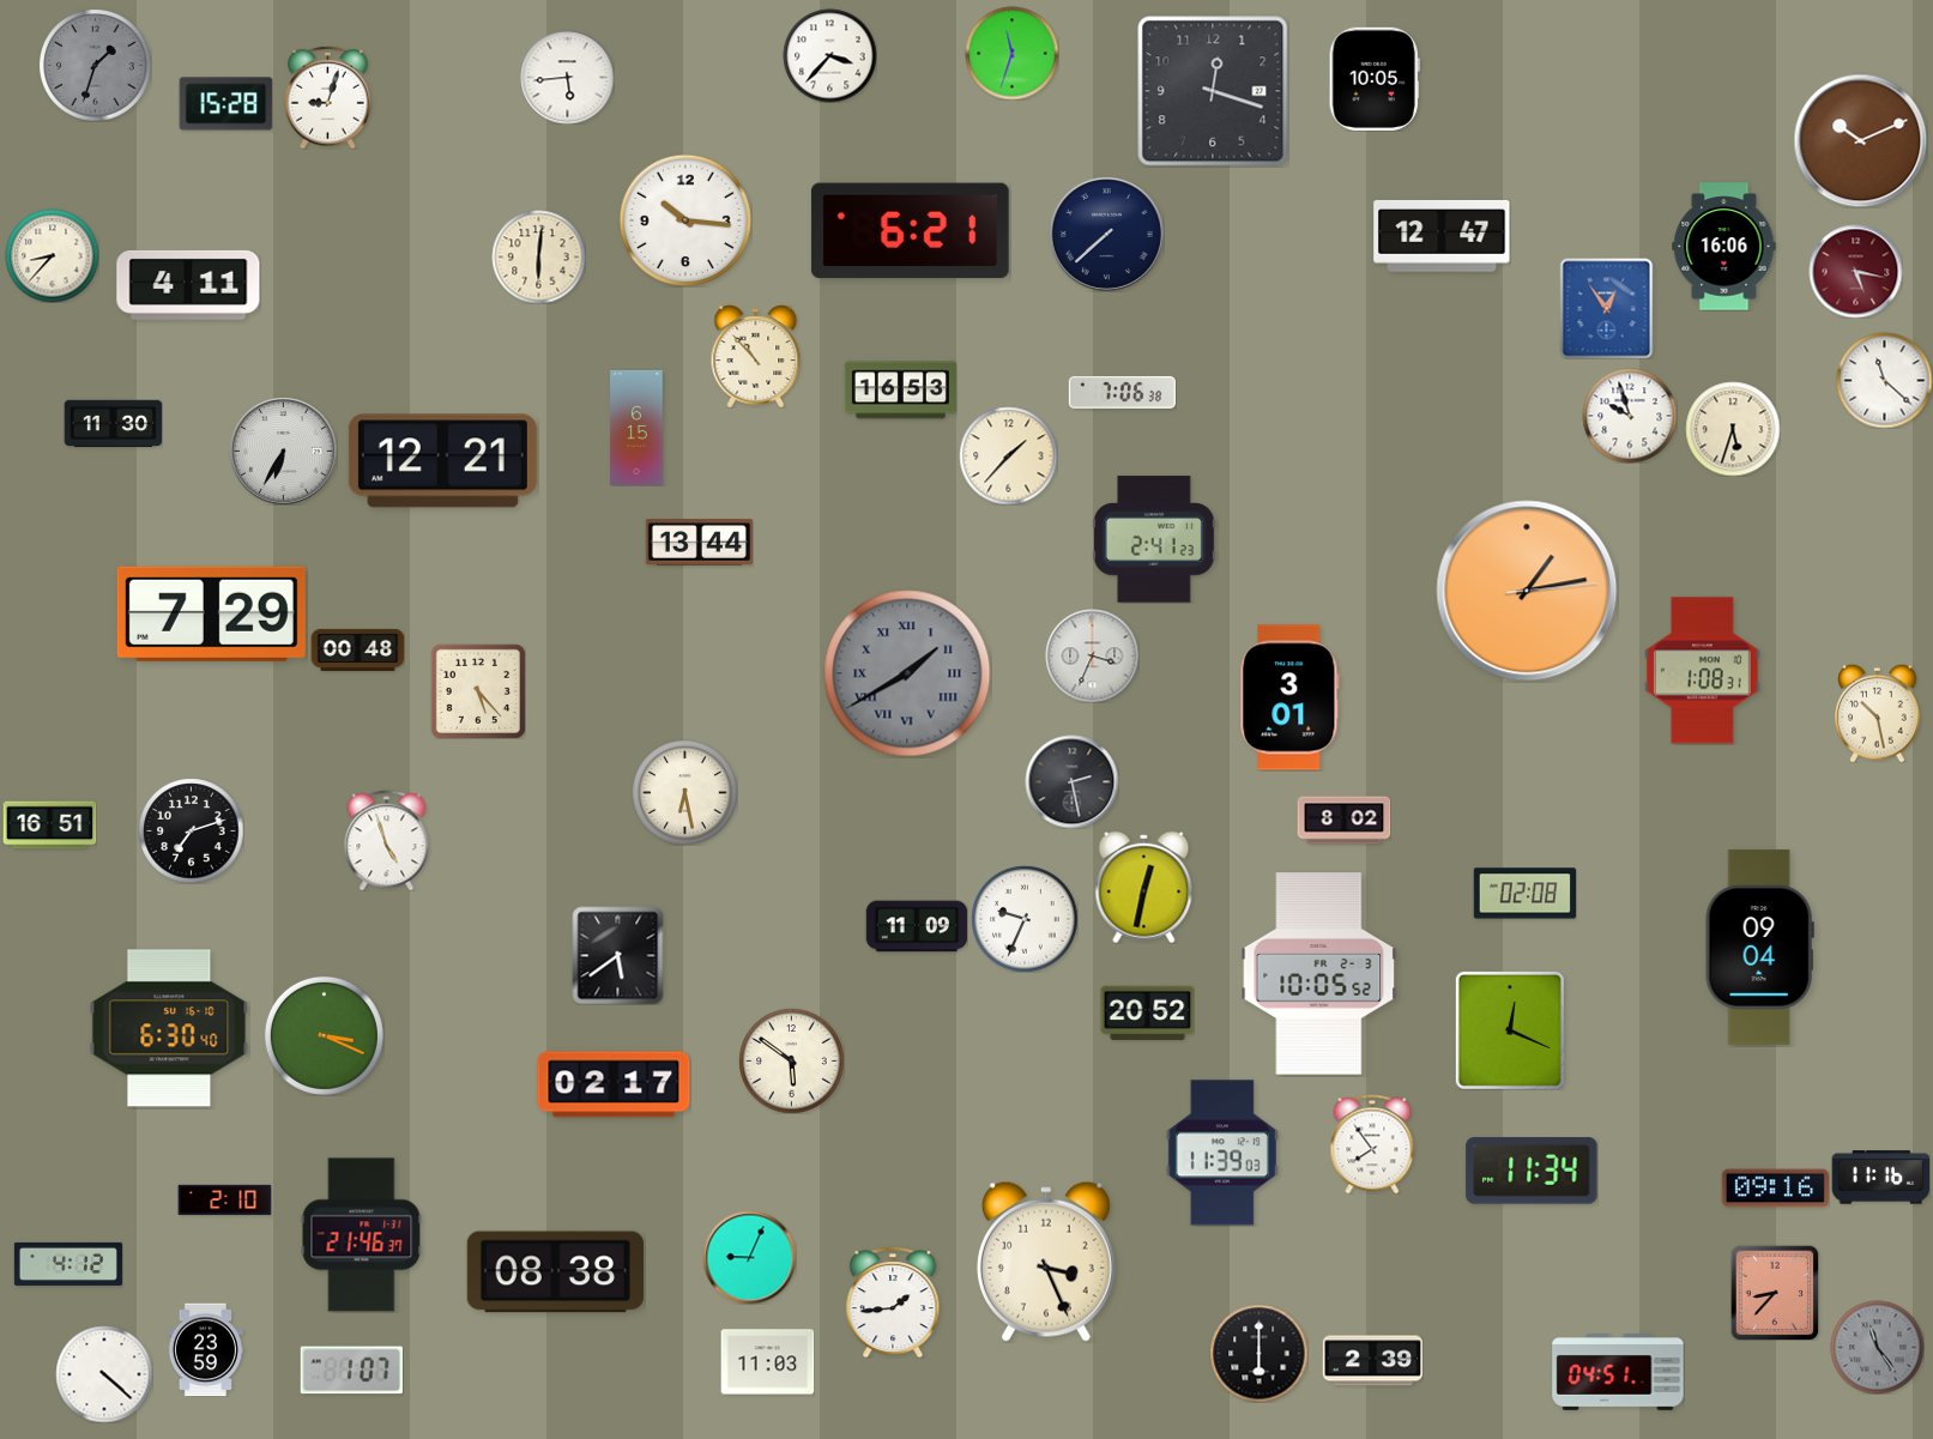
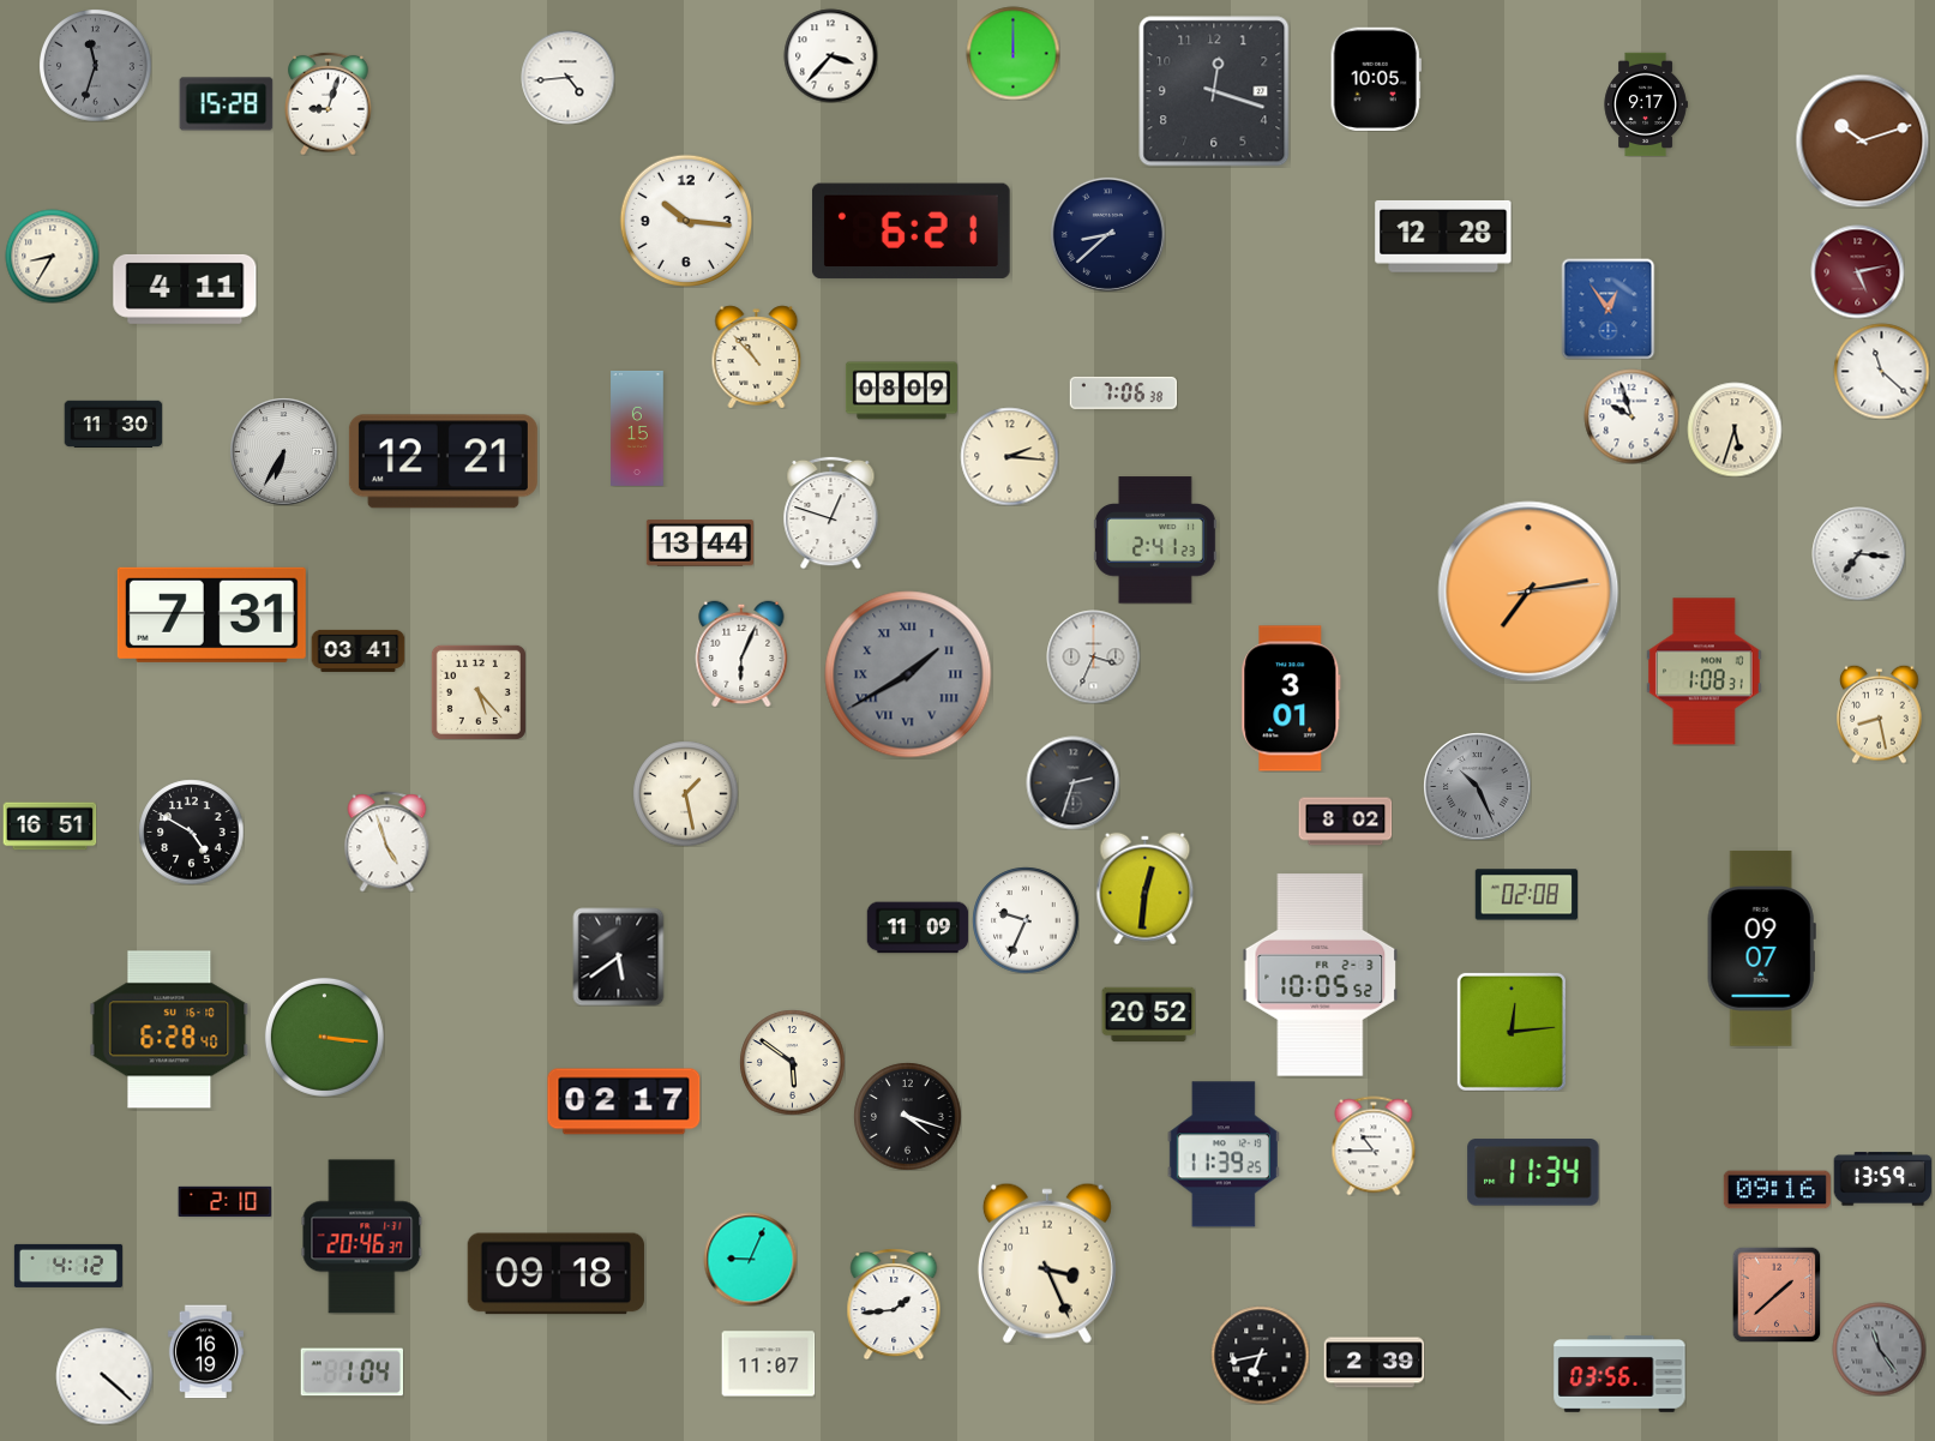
clock at (1011, 53): 11:33 -> 12:00
clock at (96, 66): 1:33 -> 11:33
clock at (567, 77): 5:44 -> 4:44
clock at (328, 97) position: (328, 97) -> (329, 103)
clock at (1646, 104): none -> 9:17
clock at (1860, 140): 10:11 -> 10:12
clock at (1106, 234): 7:38 -> 8:38
clock at (1442, 236): 12:47 -> 12:28
clock at (1724, 247): 16:06 -> none
clock at (52, 255): 8:37 -> 8:35
clock at (538, 256): 6:01 -> none
clock at (1855, 271): 5:17 -> 5:13
clock at (188, 285) position: (188, 285) -> (185, 289)
clock at (1884, 380) position: (1884, 380) -> (1881, 371)
clock at (900, 391): 16:53 -> 08:09
clock at (1008, 455): 1:37 -> 2:16
clock at (831, 512): none -> 12:48
clock at (1858, 553): none -> 7:16
clock at (1527, 591): 1:13 -> 7:13
clock at (211, 613): 7:29 -> 7:31
clock at (357, 649): 00:48 -> 03:41
clock at (741, 654): none -> 6:04
clock at (1878, 713): 10:28 -> 8:28
clock at (1071, 781): 2:28 -> 2:33
clock at (1477, 786): none -> 10:26
clock at (684, 792): 6:28 -> 1:28
clock at (191, 830): 7:12 -> 4:50
clock at (1144, 887): 12:32 -> 12:31
clock at (1759, 947): 09:04 -> 09:07
clock at (169, 1028): 6:30 -> 6:28
clock at (1510, 1030): 12:19 -> 12:14
clock at (324, 1035): 3:19 -> 3:16
clock at (614, 1084) position: (614, 1084) -> (624, 1101)
clock at (907, 1116): none -> 4:18
clock at (1372, 1144): 7:54 -> 10:45
clock at (1222, 1153): 11:39:03 -> 11:39:25
clock at (1880, 1178): 11:16 -> 13:59
clock at (362, 1235): 21:46 -> 20:46
clock at (555, 1272): 08:38 -> 09:18
clock at (1775, 1293): 8:37 -> 1:38
clock at (205, 1349): 23:59 -> 16:19
clock at (1258, 1353): 6:00 -> 6:43
clock at (767, 1362): 11:03 -> 11:07
clock at (351, 1371): 1:07 -> 1:04
clock at (1618, 1372): 04:51 -> 03:56
